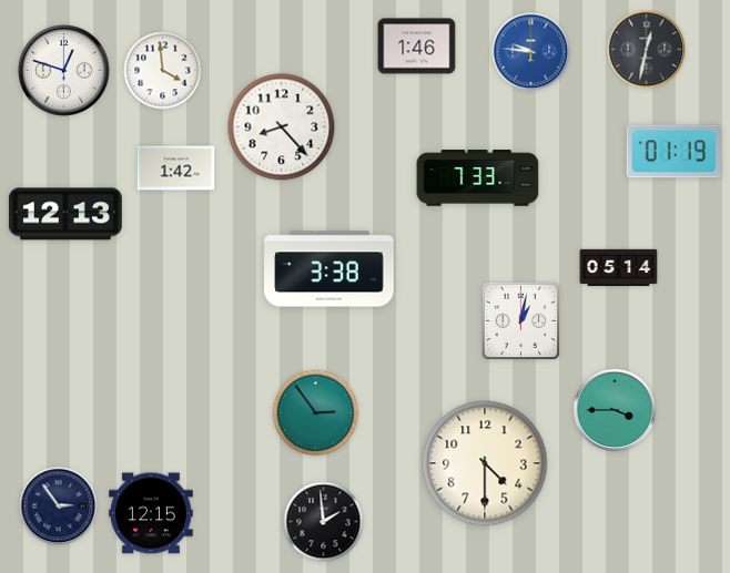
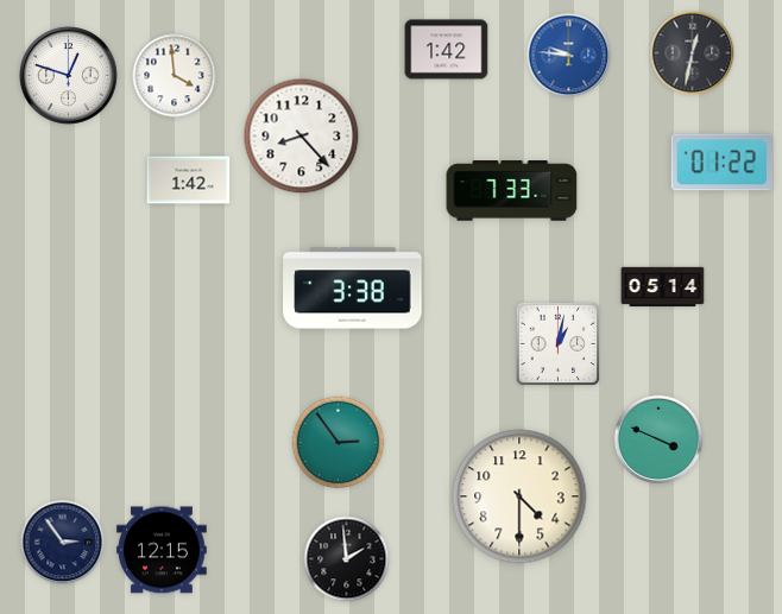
clock at (417, 47): 1:46 -> 1:42
clock at (675, 152): 01:19 -> 01:22
clock at (65, 214): 12:13 -> none
clock at (615, 410): 3:45 -> 3:49
